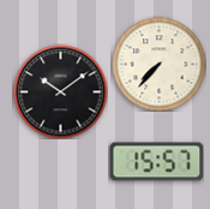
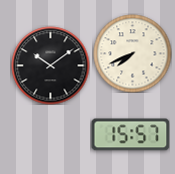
clock at (158, 64): 7:37 -> 7:41
clock at (60, 91) position: (60, 91) -> (50, 65)
